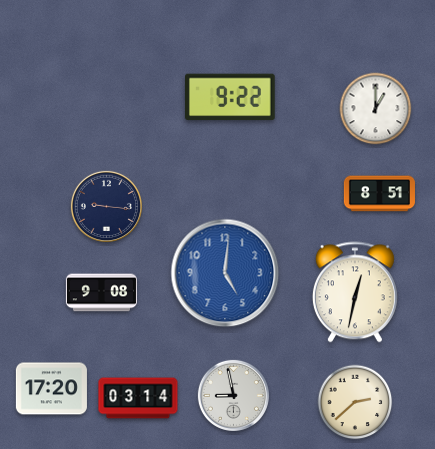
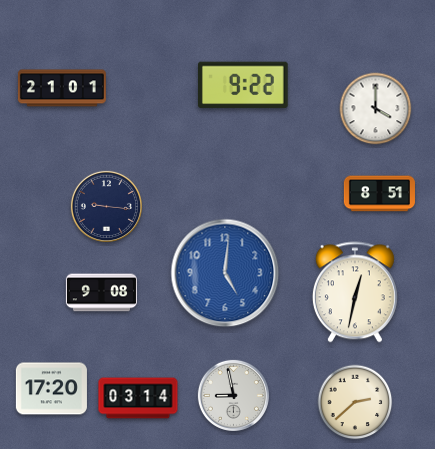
clock at (62, 88): none -> 21:01
clock at (231, 97) position: (231, 97) -> (244, 85)
clock at (376, 109): 1:00 -> 4:00
